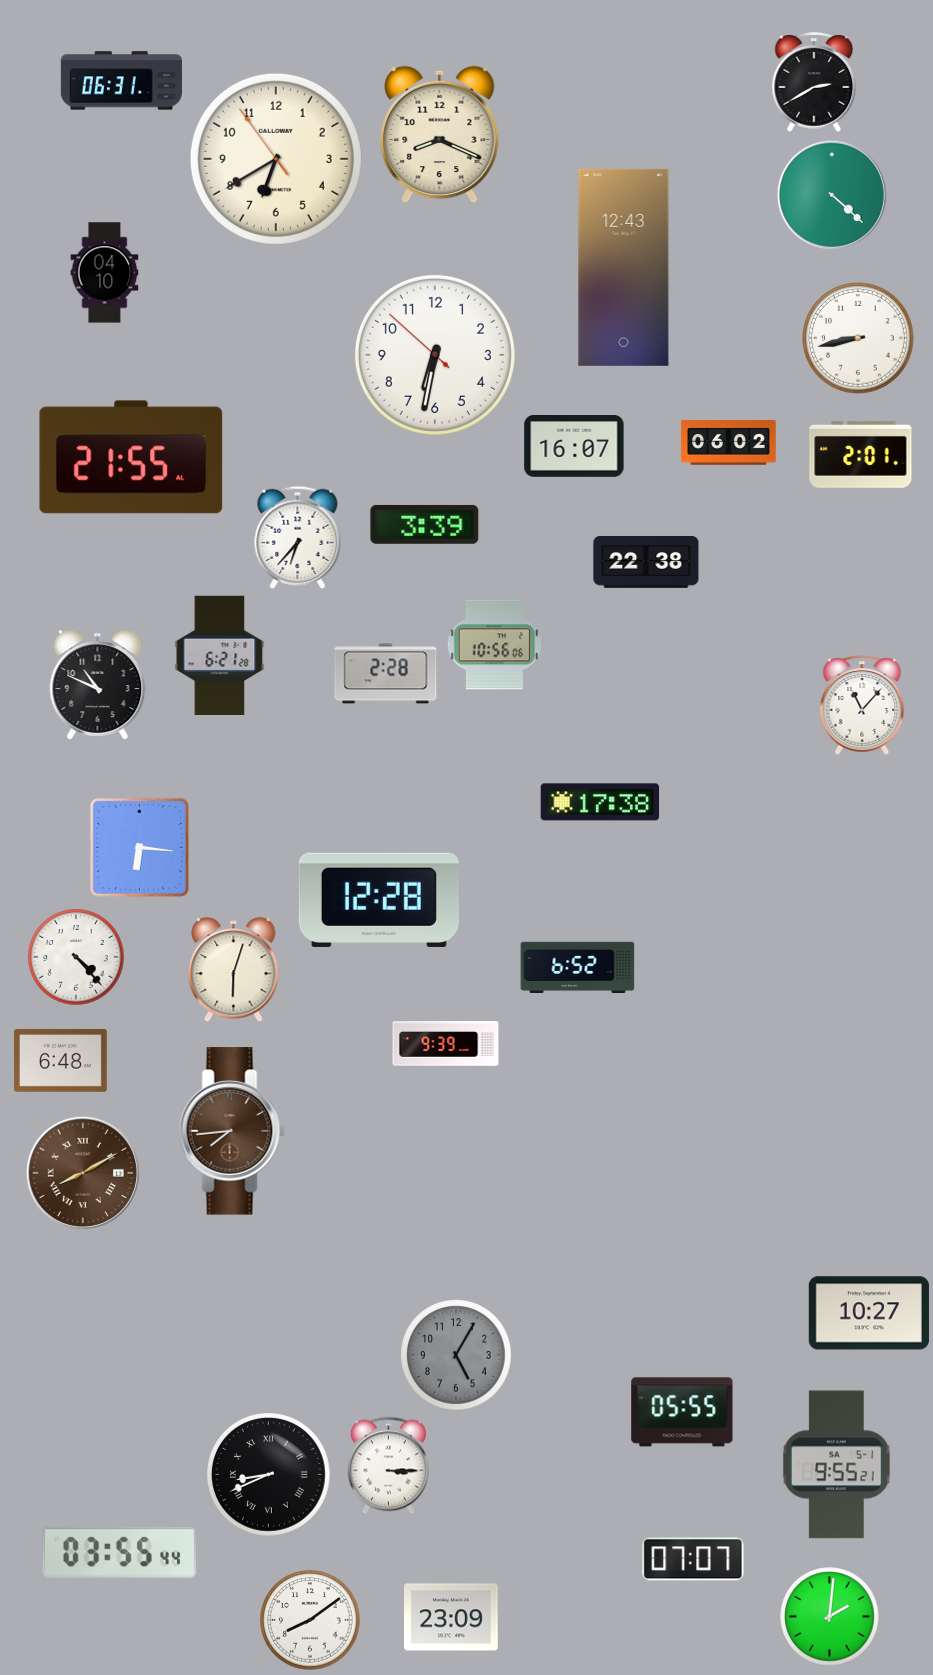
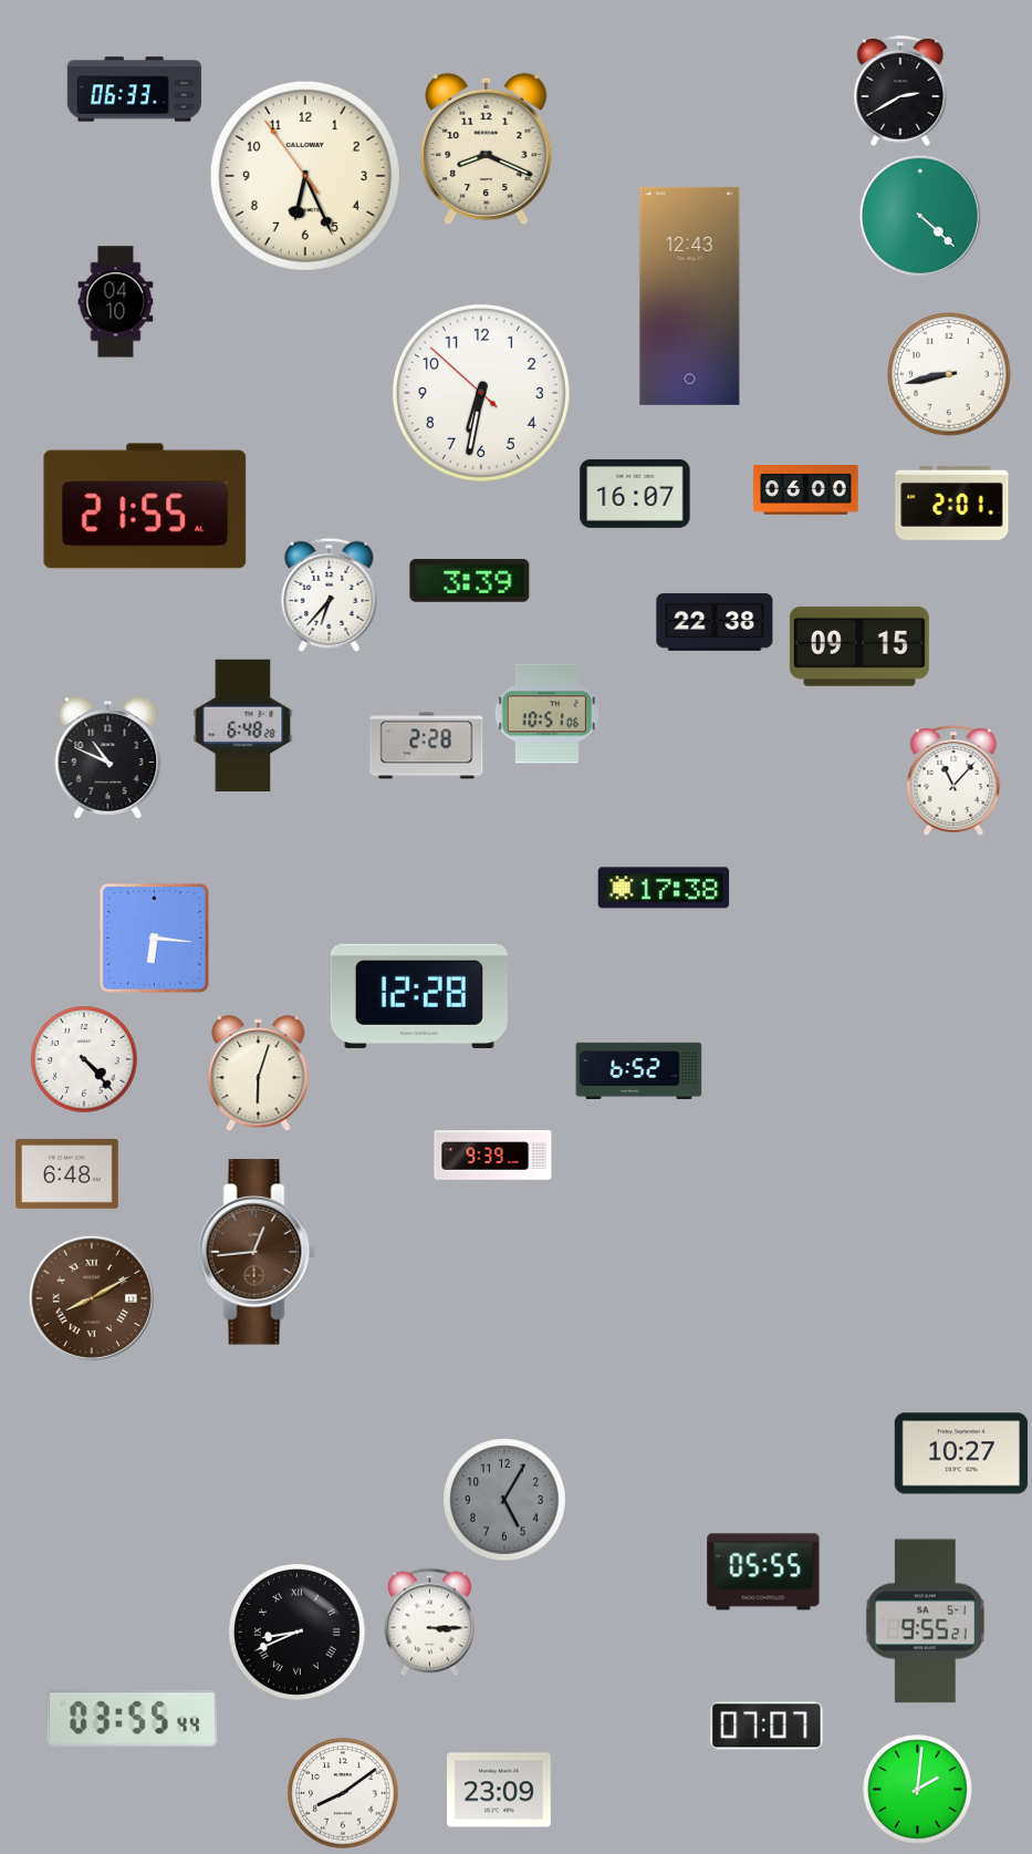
clock at (121, 81): 06:31 -> 06:33
clock at (276, 159): 6:39 -> 6:25
clock at (729, 443): 06:02 -> 06:00
clock at (859, 646): none -> 09:15
clock at (494, 645): 10:56 -> 10:51
clock at (220, 655): 6:21 -> 6:48
clock at (232, 1131): 7:44 -> 12:44
clock at (682, 1412) position: (682, 1412) -> (763, 1572)
